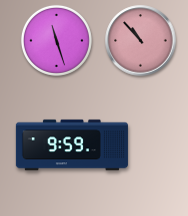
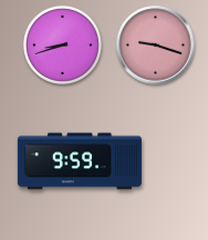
clock at (56, 40): 11:27 -> 8:42
clock at (141, 41): 10:53 -> 9:18
